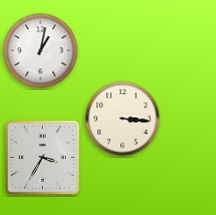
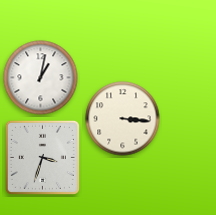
clock at (41, 51) position: (41, 51) -> (41, 78)
clock at (42, 157): 3:35 -> 3:33
